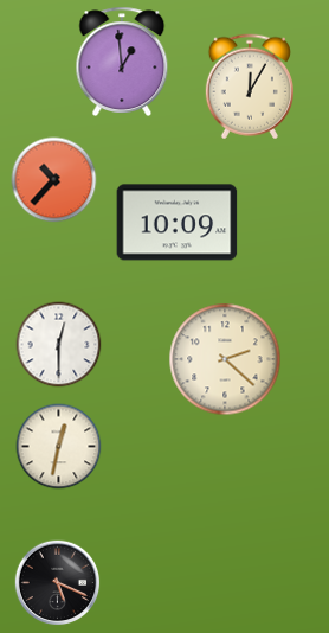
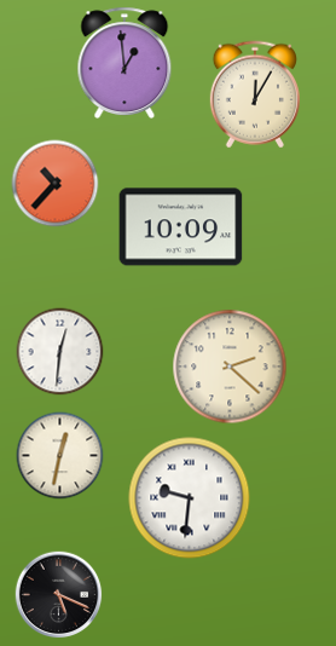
clock at (250, 87) position: (250, 87) -> (255, 94)
clock at (59, 345): 12:30 -> 12:31
clock at (190, 498): none -> 9:31
